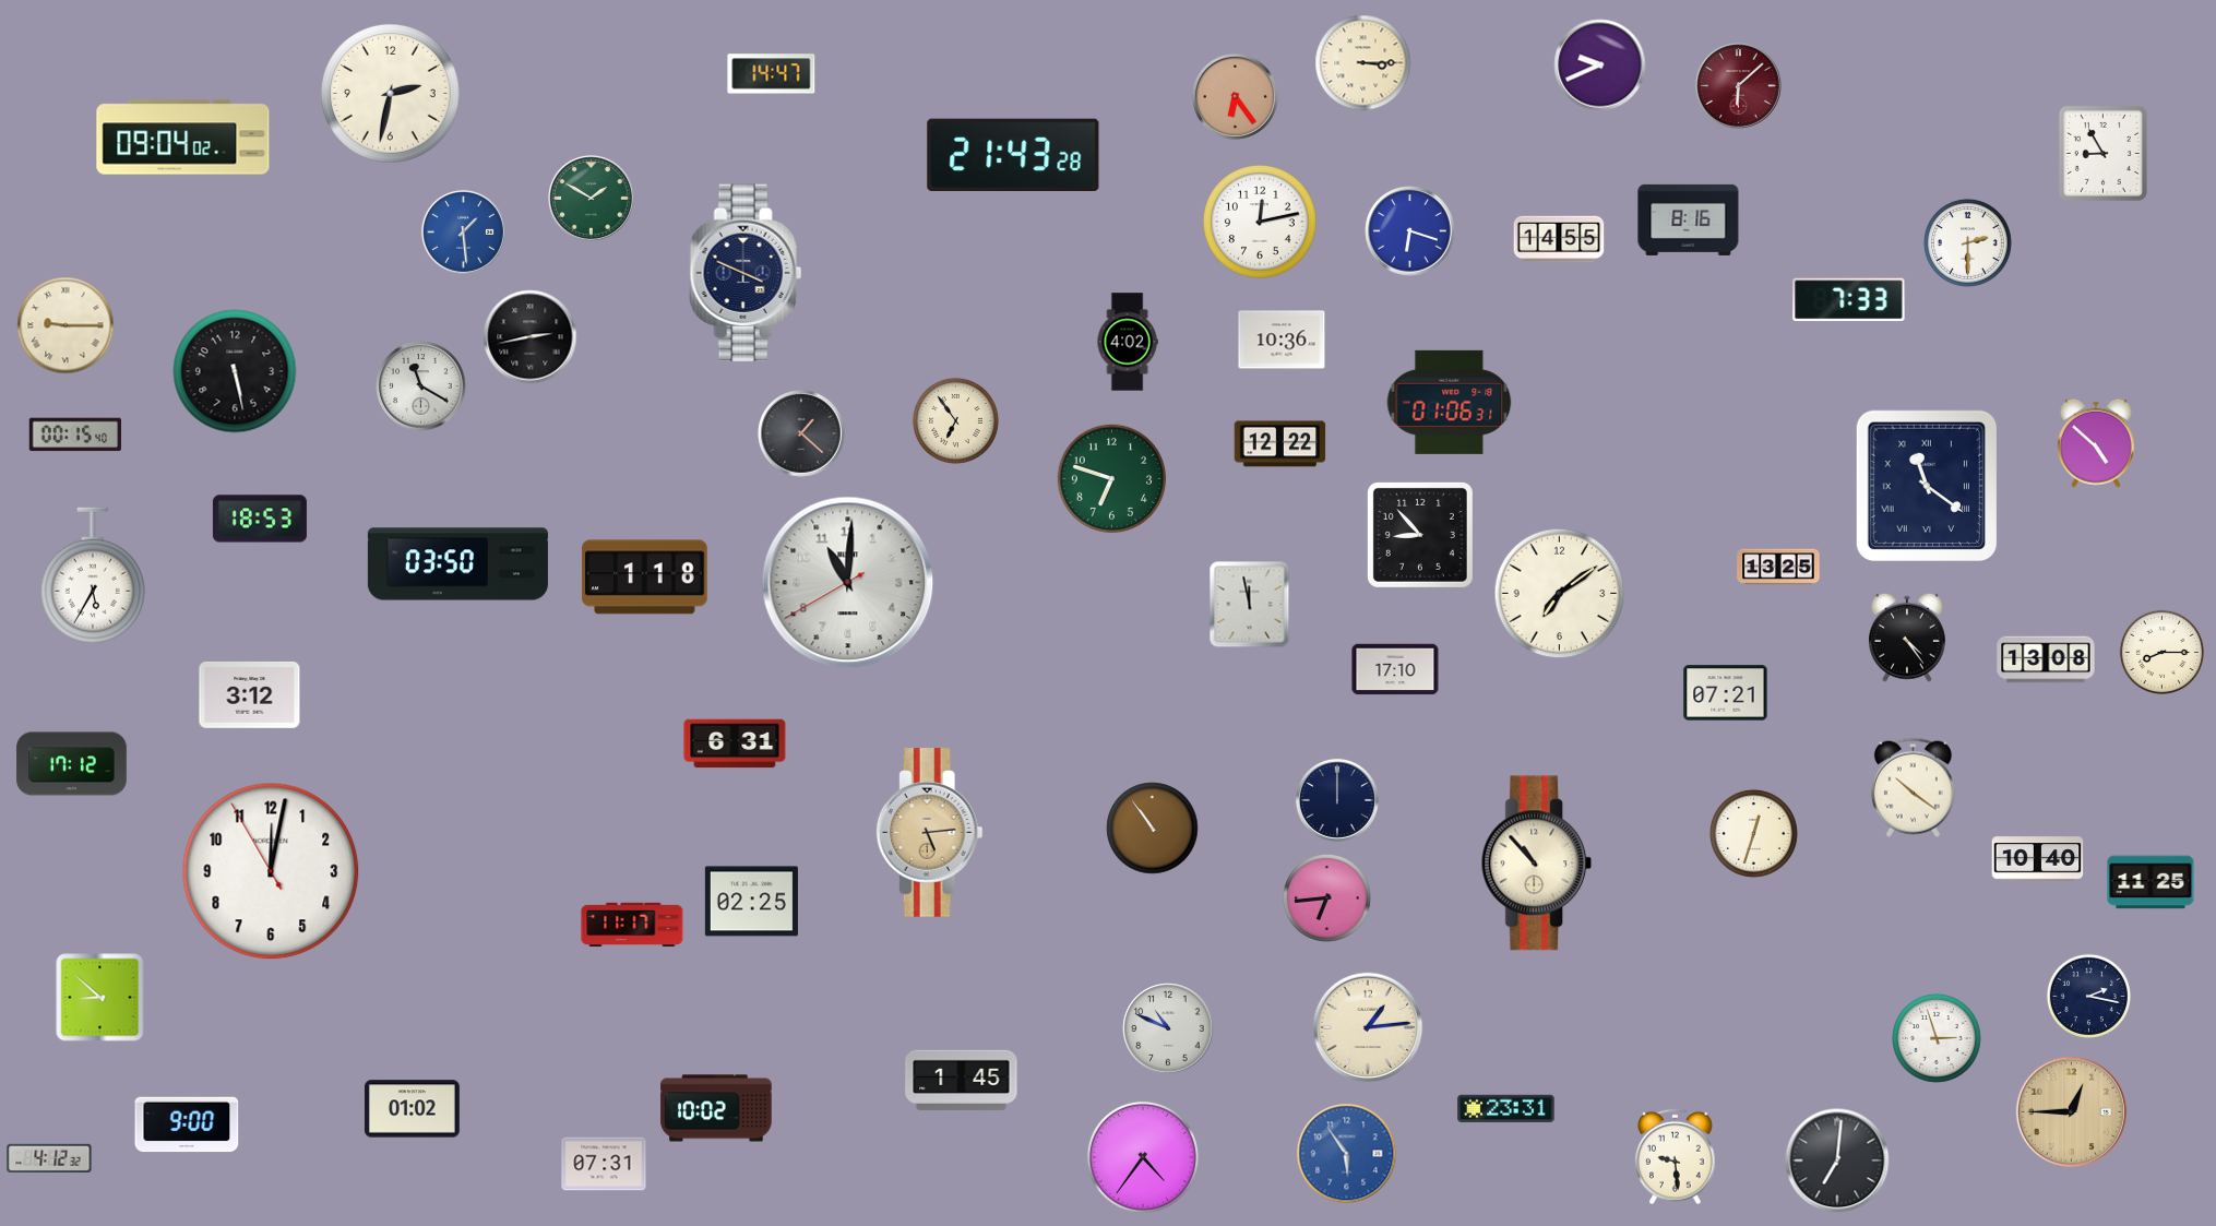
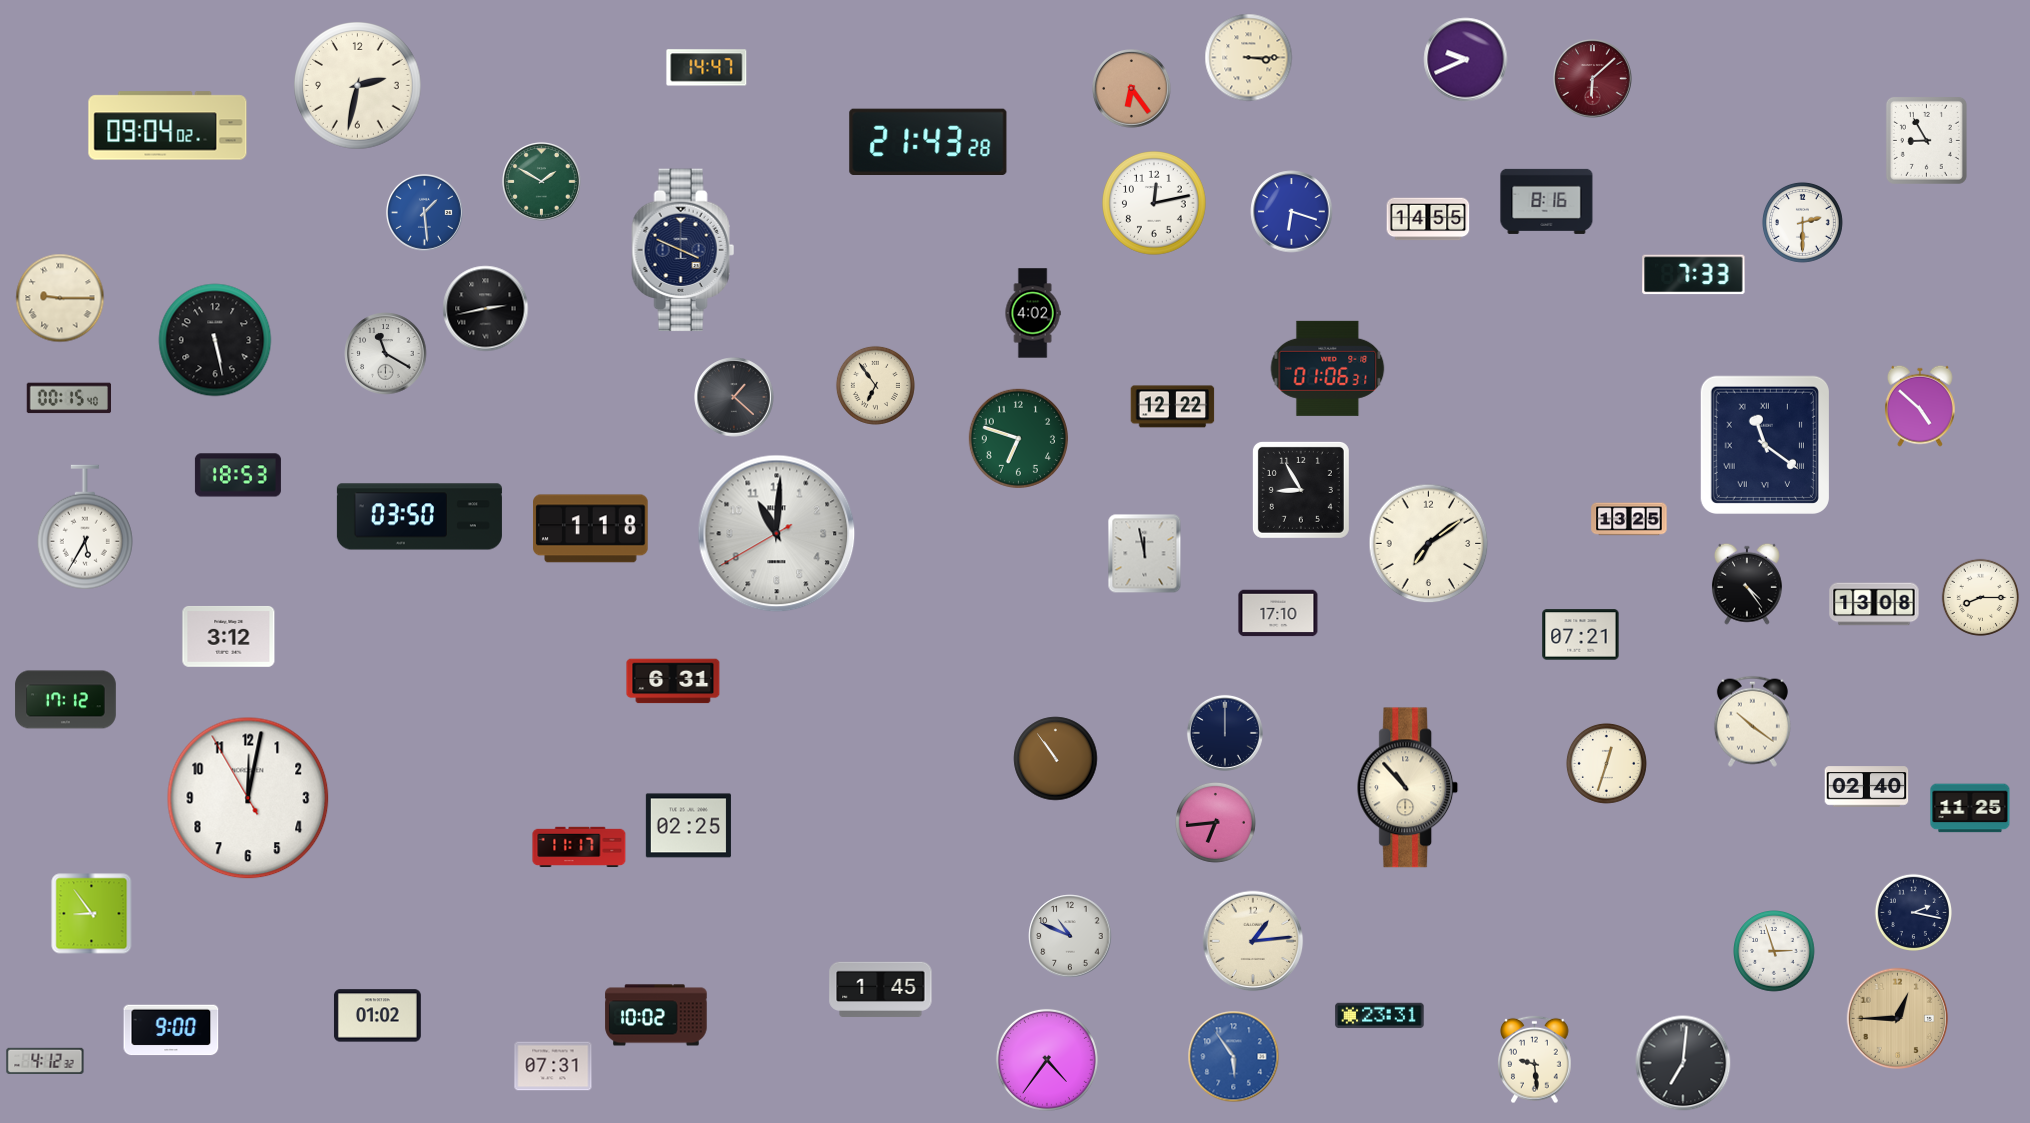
clock at (1282, 340): 10:36 -> none
clock at (1420, 535): 8:53 -> 8:55
clock at (929, 833): 5:14 -> none
clock at (2038, 859): 10:40 -> 02:40
clock at (1537, 864) position: (1537, 864) -> (1408, 788)
clock at (100, 998): 8:52 -> 8:54
clock at (1168, 1028) position: (1168, 1028) -> (1070, 936)
